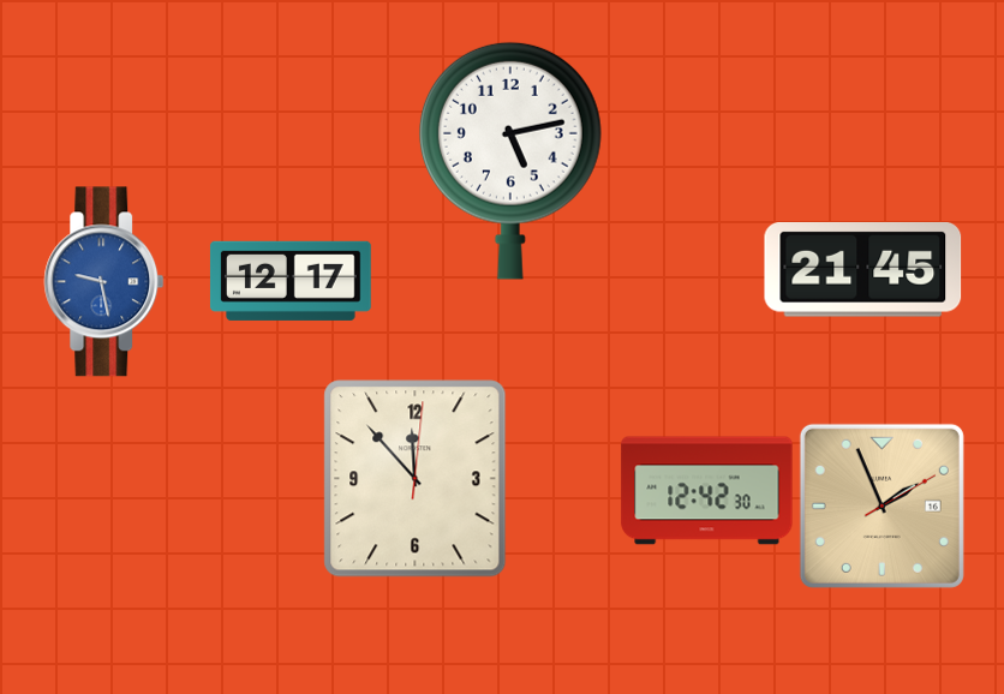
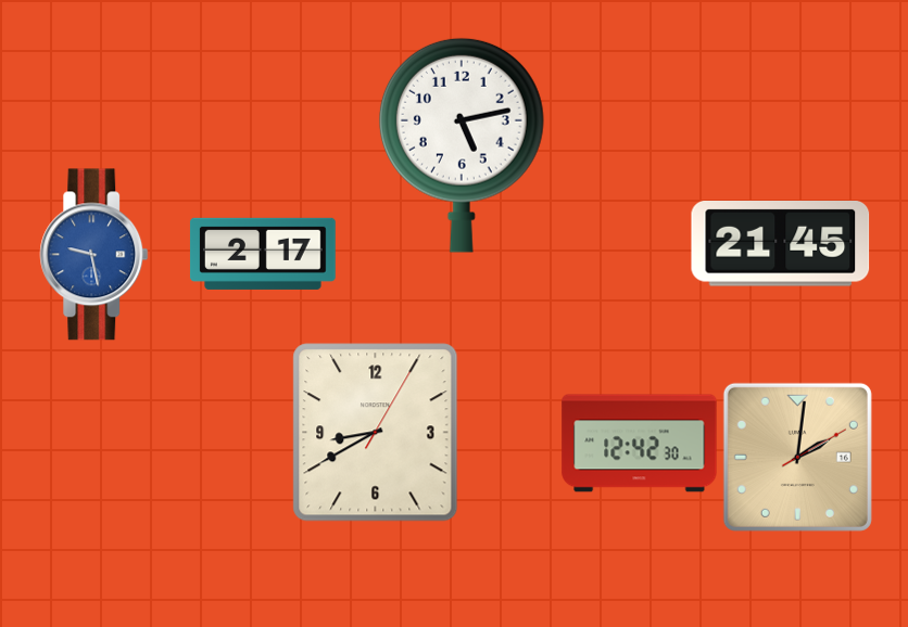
clock at (291, 281): 12:17 -> 2:17
clock at (416, 479): 11:53 -> 8:40
clock at (882, 505): 1:56 -> 2:01
